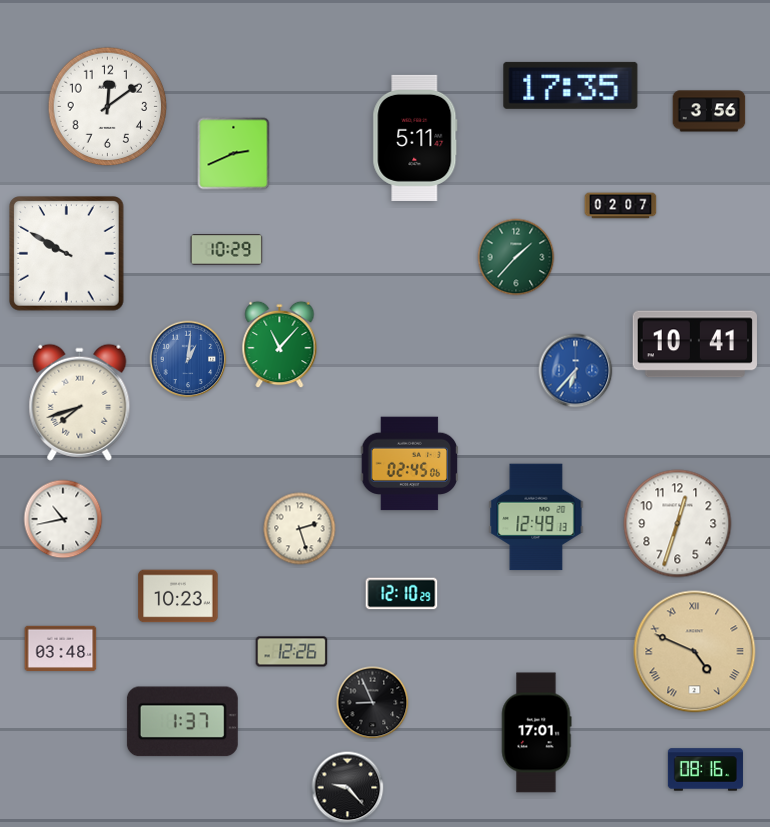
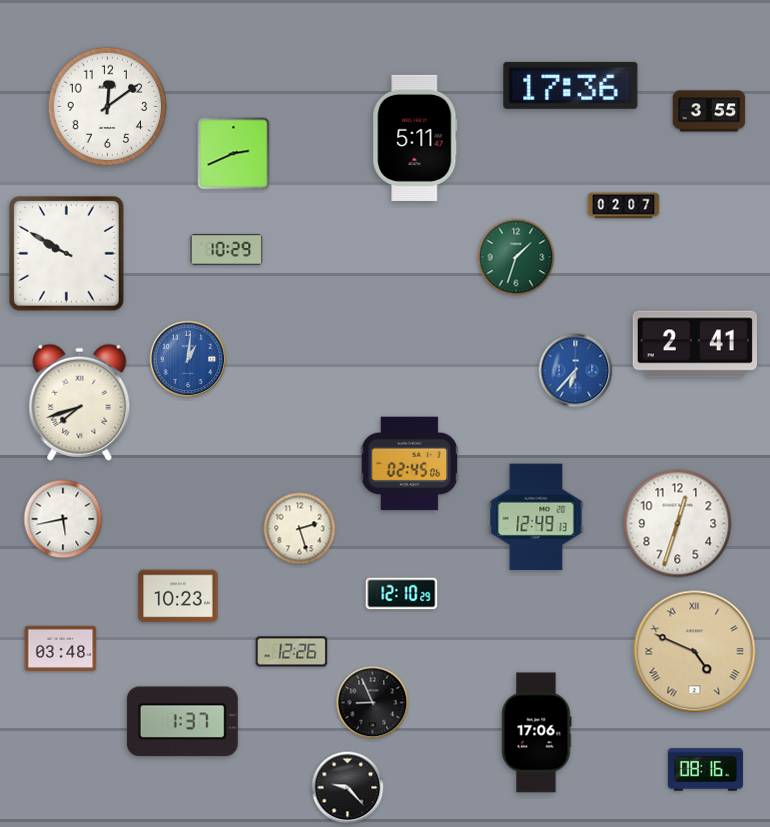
clock at (571, 85): 17:35 -> 17:36
clock at (709, 111): 3:56 -> 3:55
clock at (621, 206) position: (621, 206) -> (624, 206)
clock at (516, 257): 1:37 -> 1:33
clock at (694, 344): 10:41 -> 2:41
clock at (280, 345): 11:07 -> none
clock at (63, 519): 10:43 -> 5:43
clock at (536, 733): 17:01 -> 17:06
